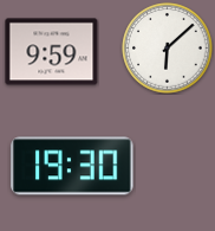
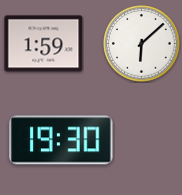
clock at (168, 49) position: (168, 49) -> (142, 44)
clock at (52, 52): 9:59 -> 1:59
